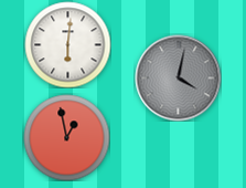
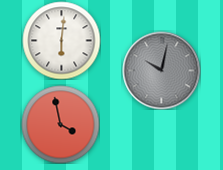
clock at (178, 77): 4:02 -> 10:02
clock at (66, 137): 12:58 -> 3:58
